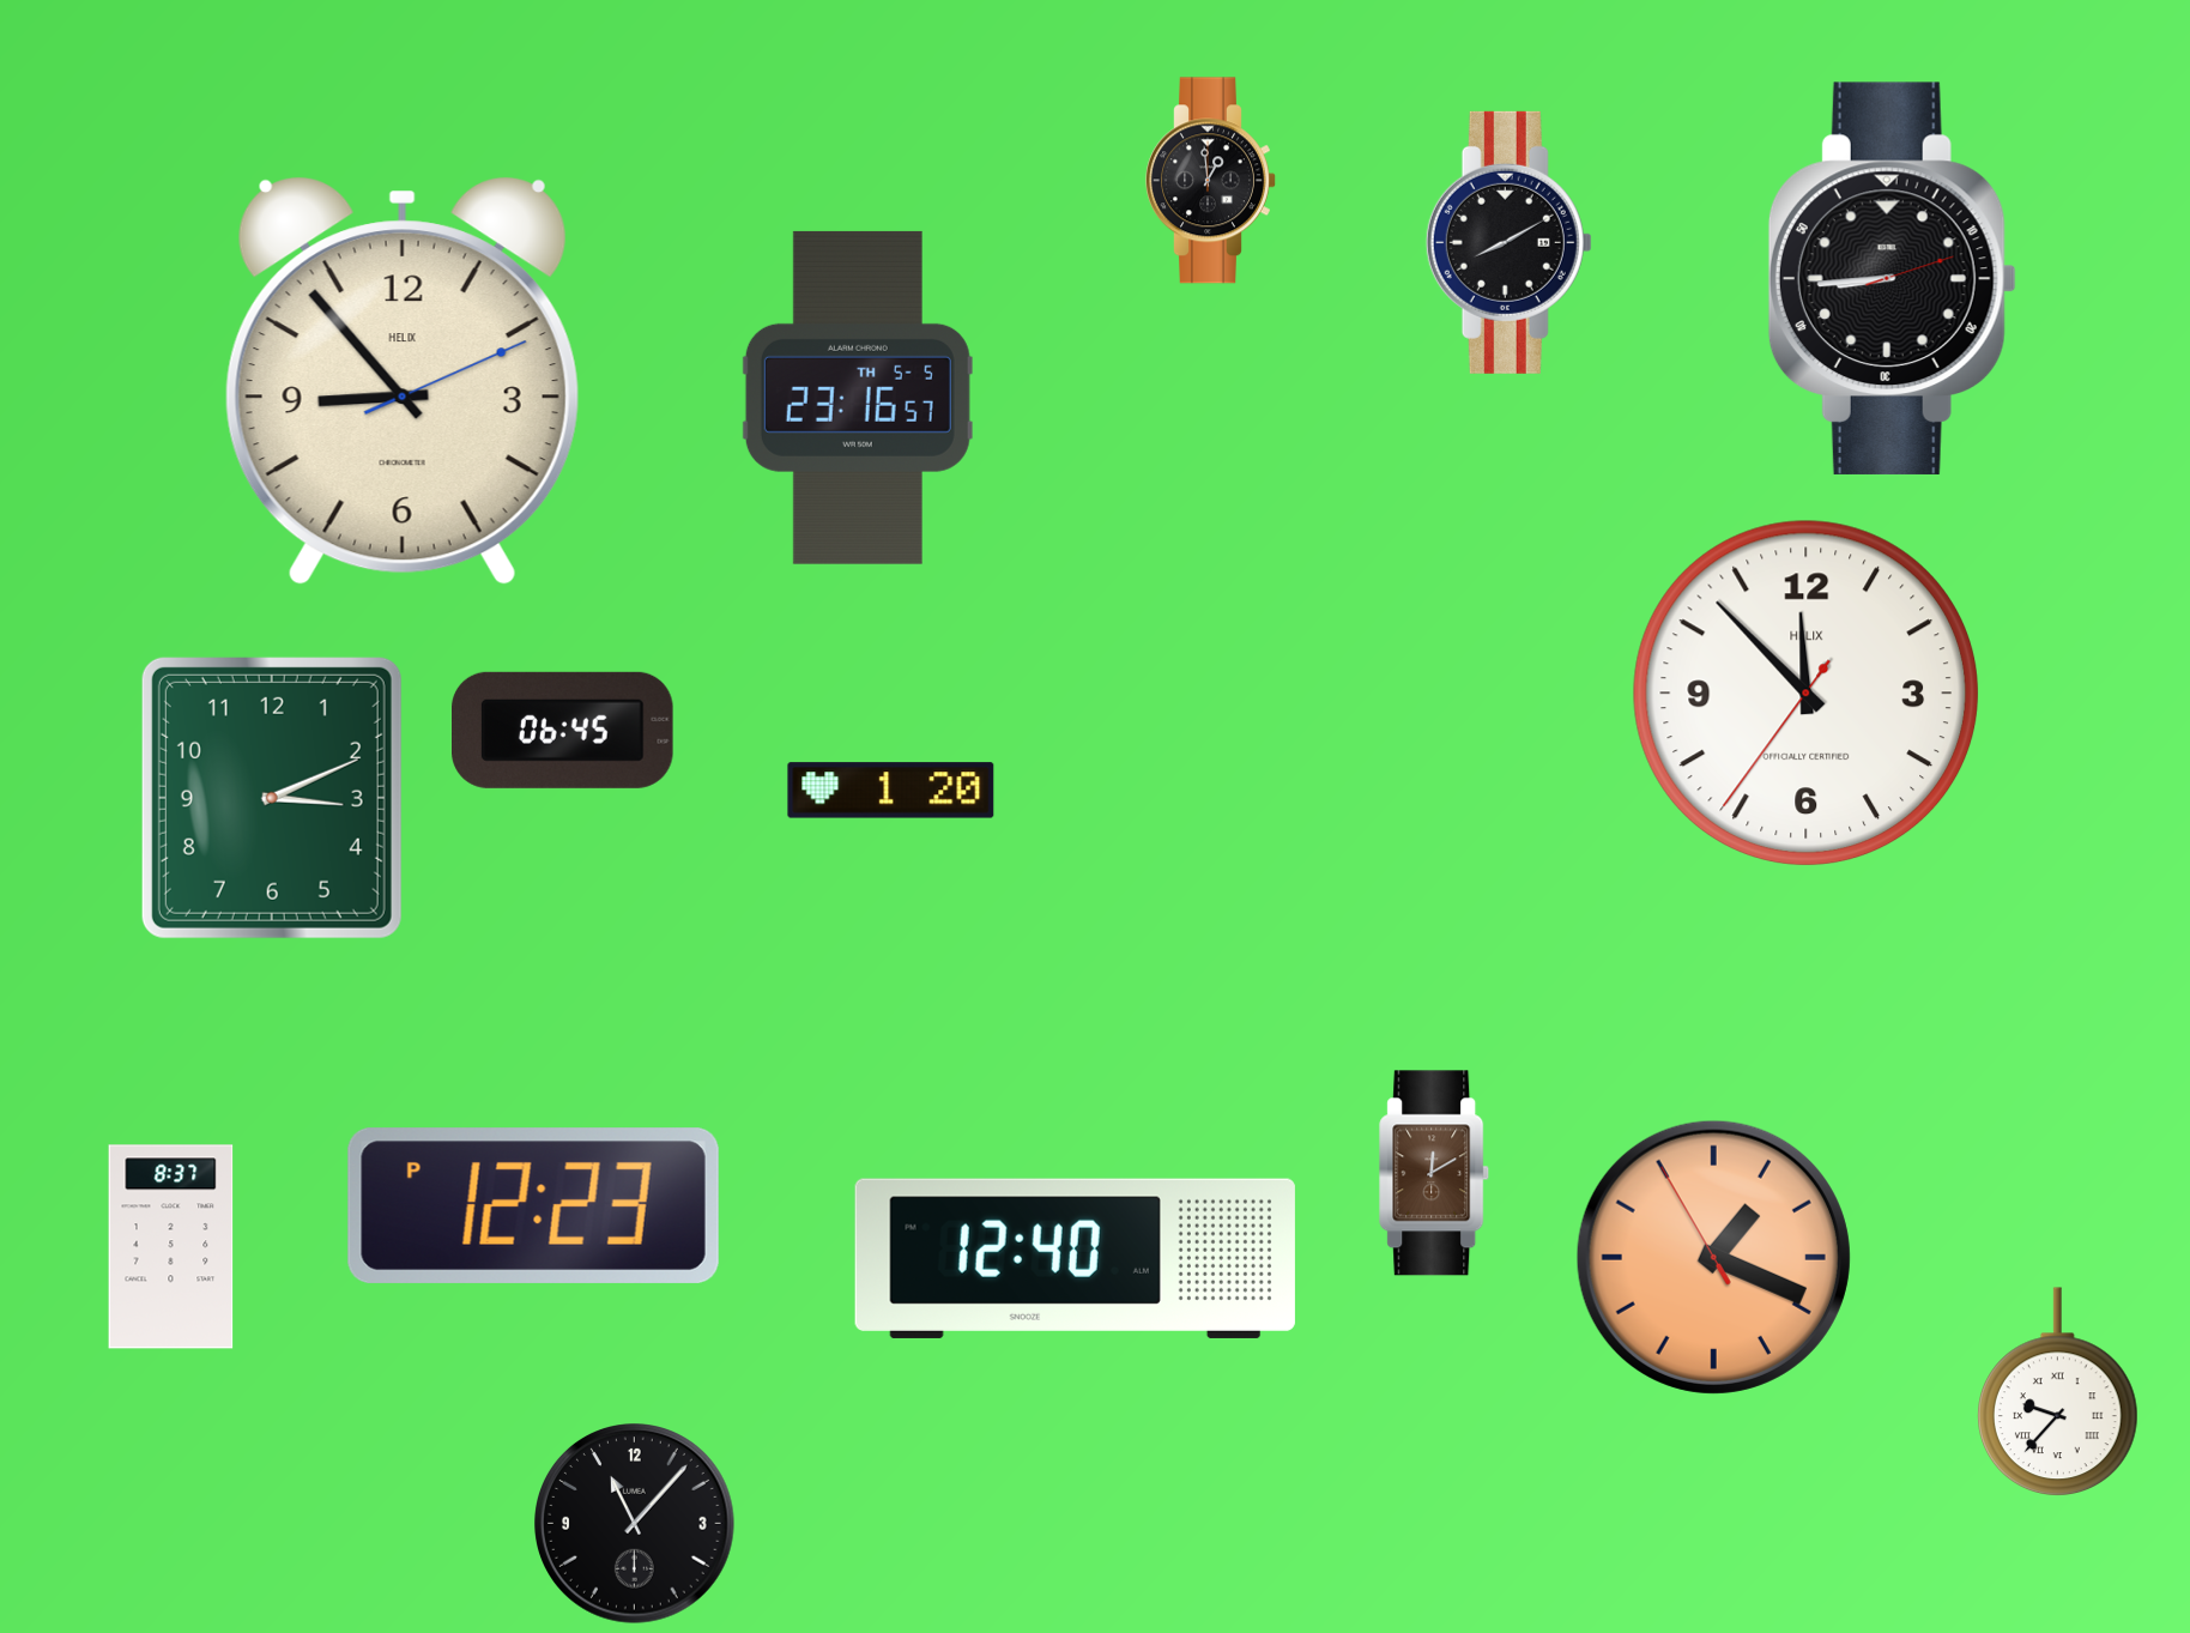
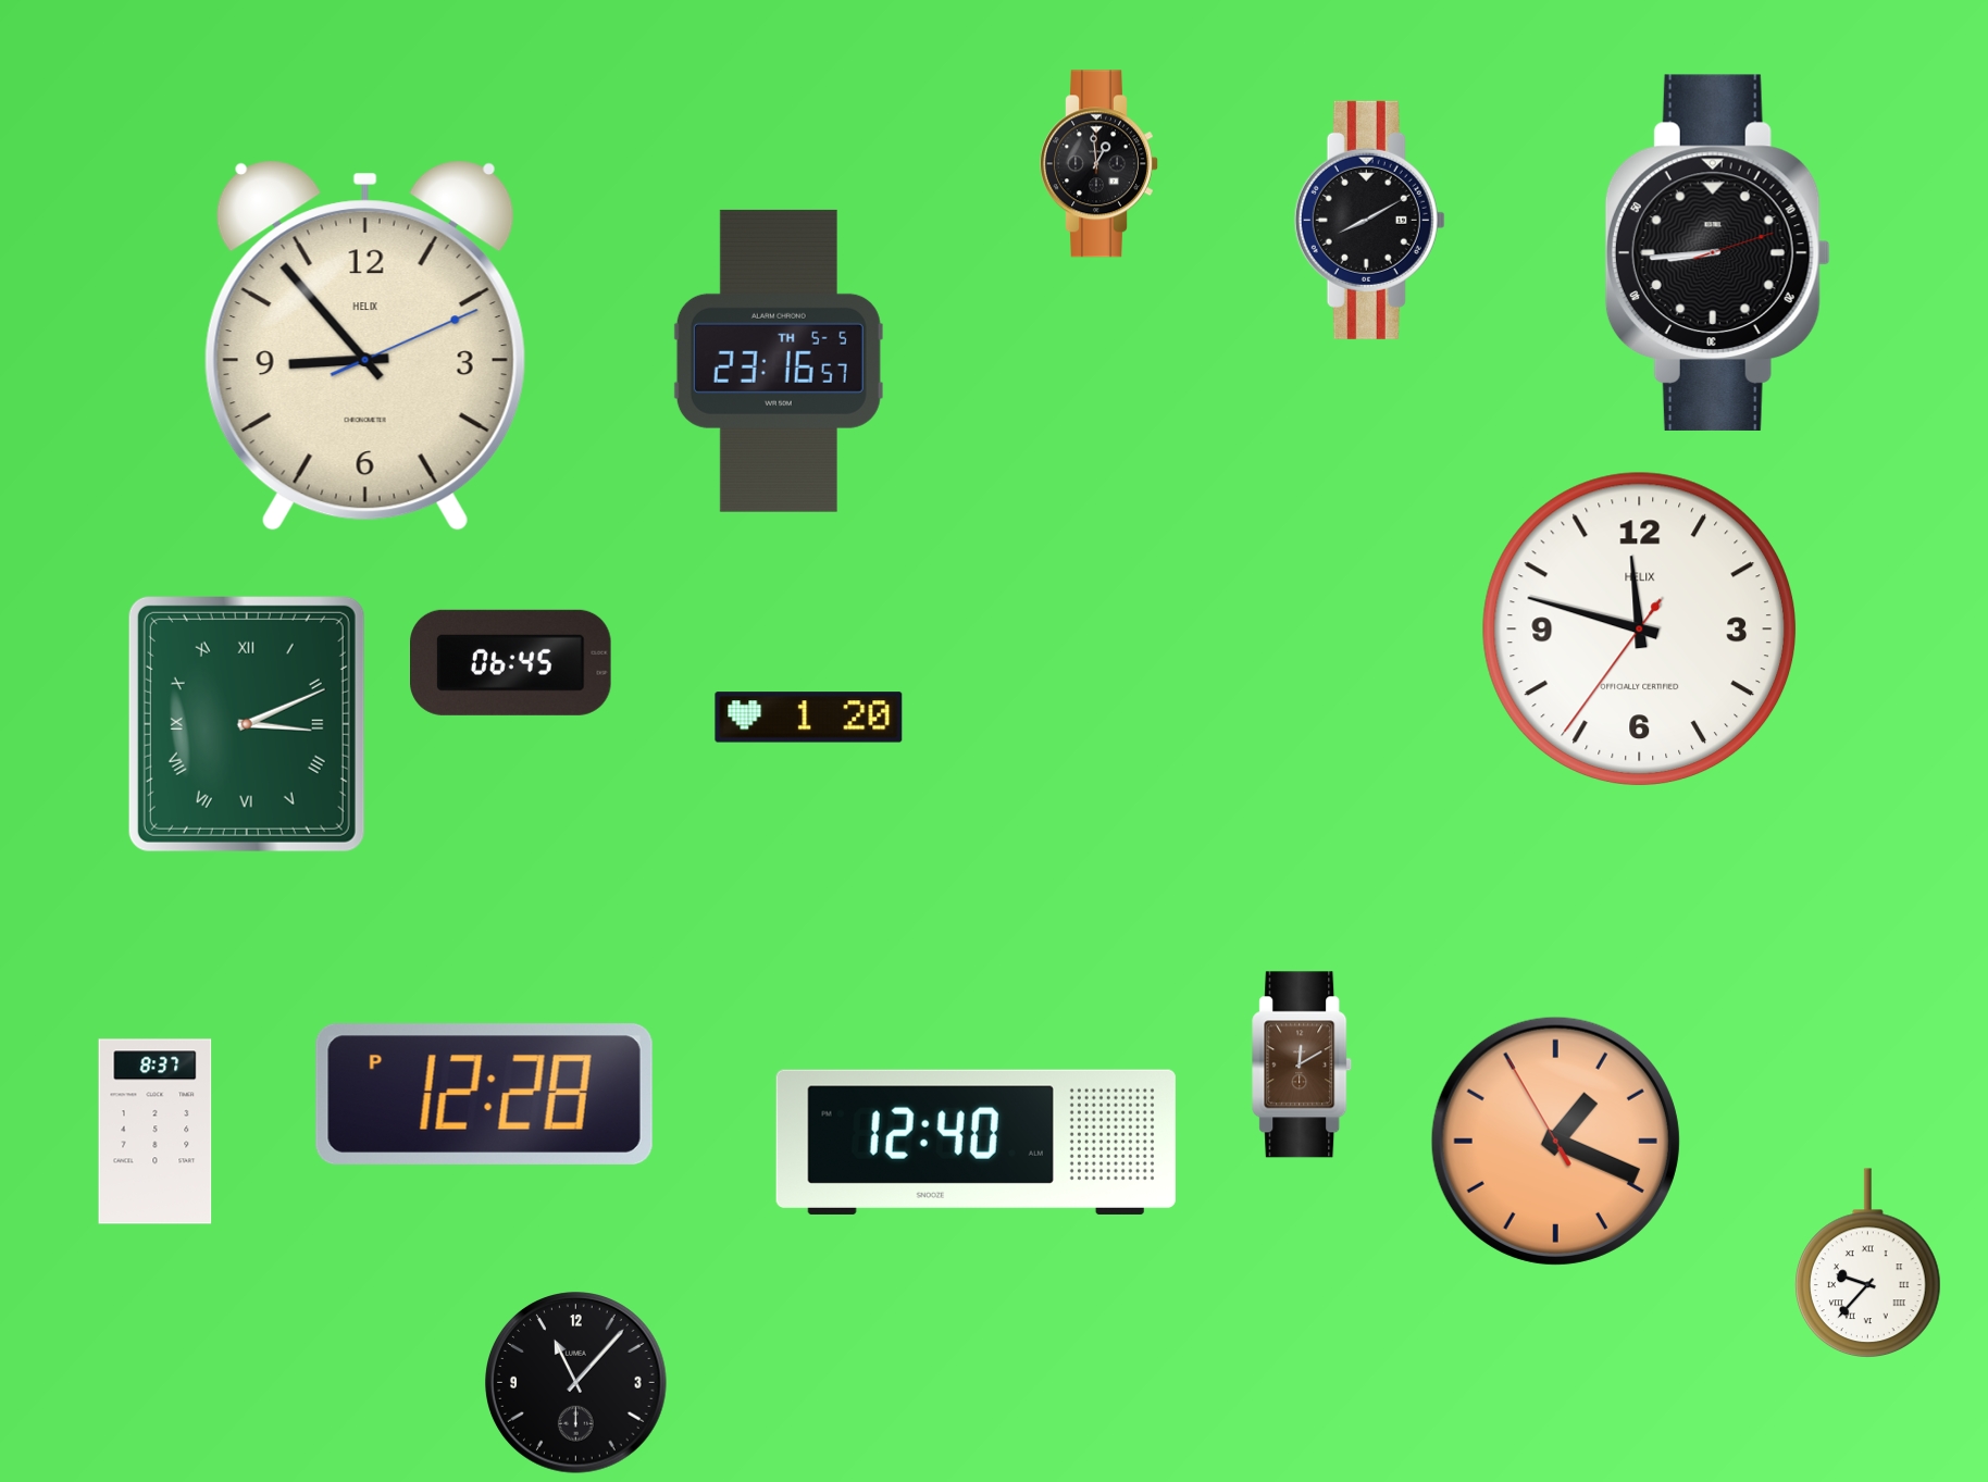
clock at (1805, 692): 11:52 -> 11:47
clock at (272, 798) numerals: Arabic -> Roman
clock at (533, 1205): 12:23 -> 12:28
